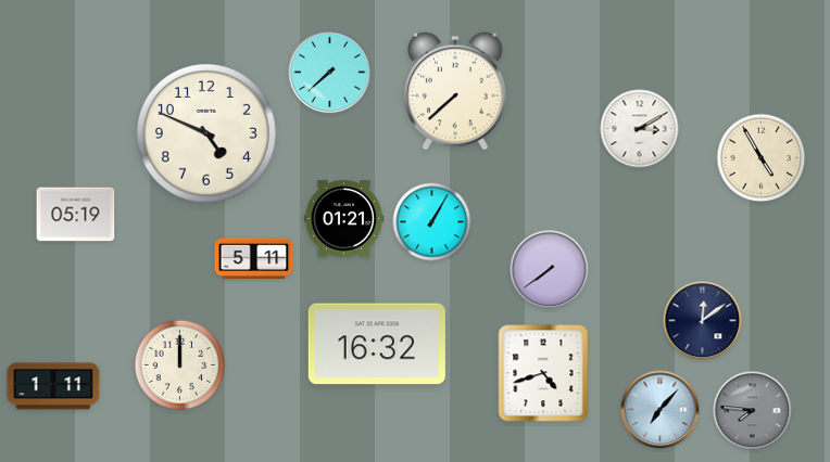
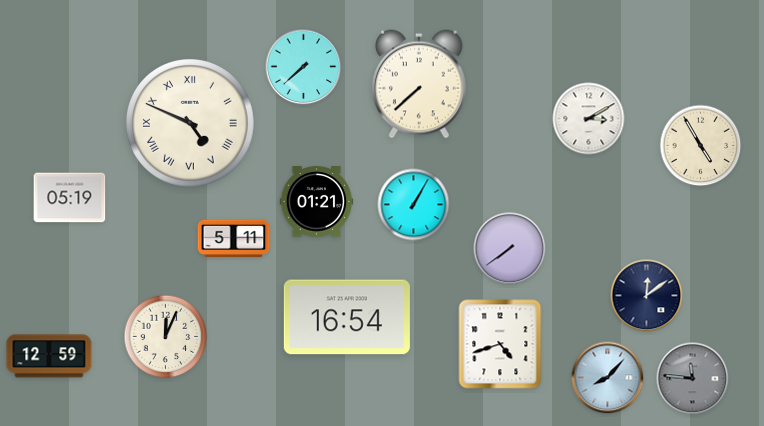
clock at (206, 133) numerals: Arabic -> Roman
clock at (432, 222) position: (432, 222) -> (414, 205)
clock at (550, 270) position: (550, 270) -> (510, 249)
clock at (377, 344): 16:32 -> 16:54
clock at (180, 365): 12:00 -> 12:04
clock at (53, 386): 1:11 -> 12:59
clock at (661, 410): 7:07 -> 8:07
clock at (753, 411): 7:46 -> 11:46
